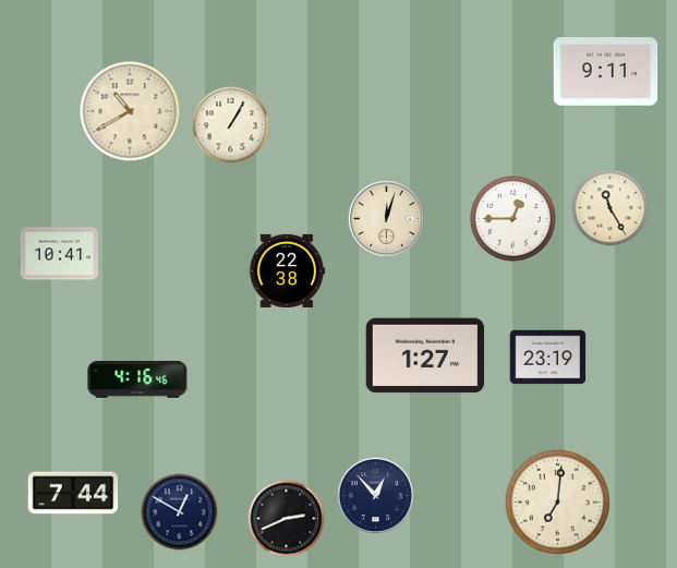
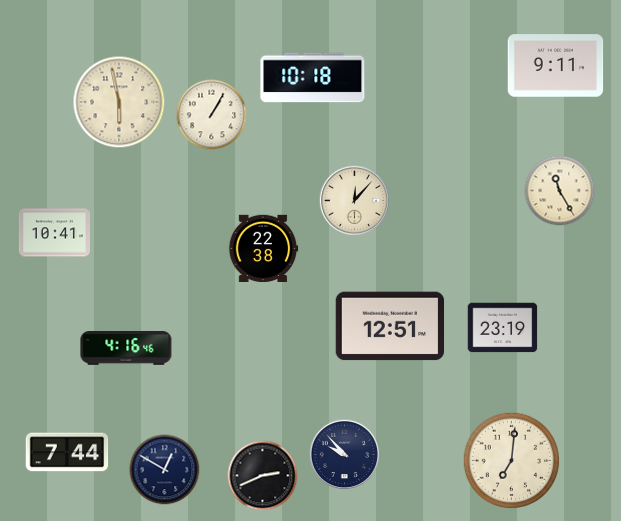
clock at (313, 78): none -> 10:18
clock at (130, 111): 10:40 -> 5:58
clock at (387, 219): 12:03 -> 12:07
clock at (513, 219): 12:45 -> none
clock at (425, 355): 1:27 -> 12:51
clock at (376, 496): 12:53 -> 9:53
